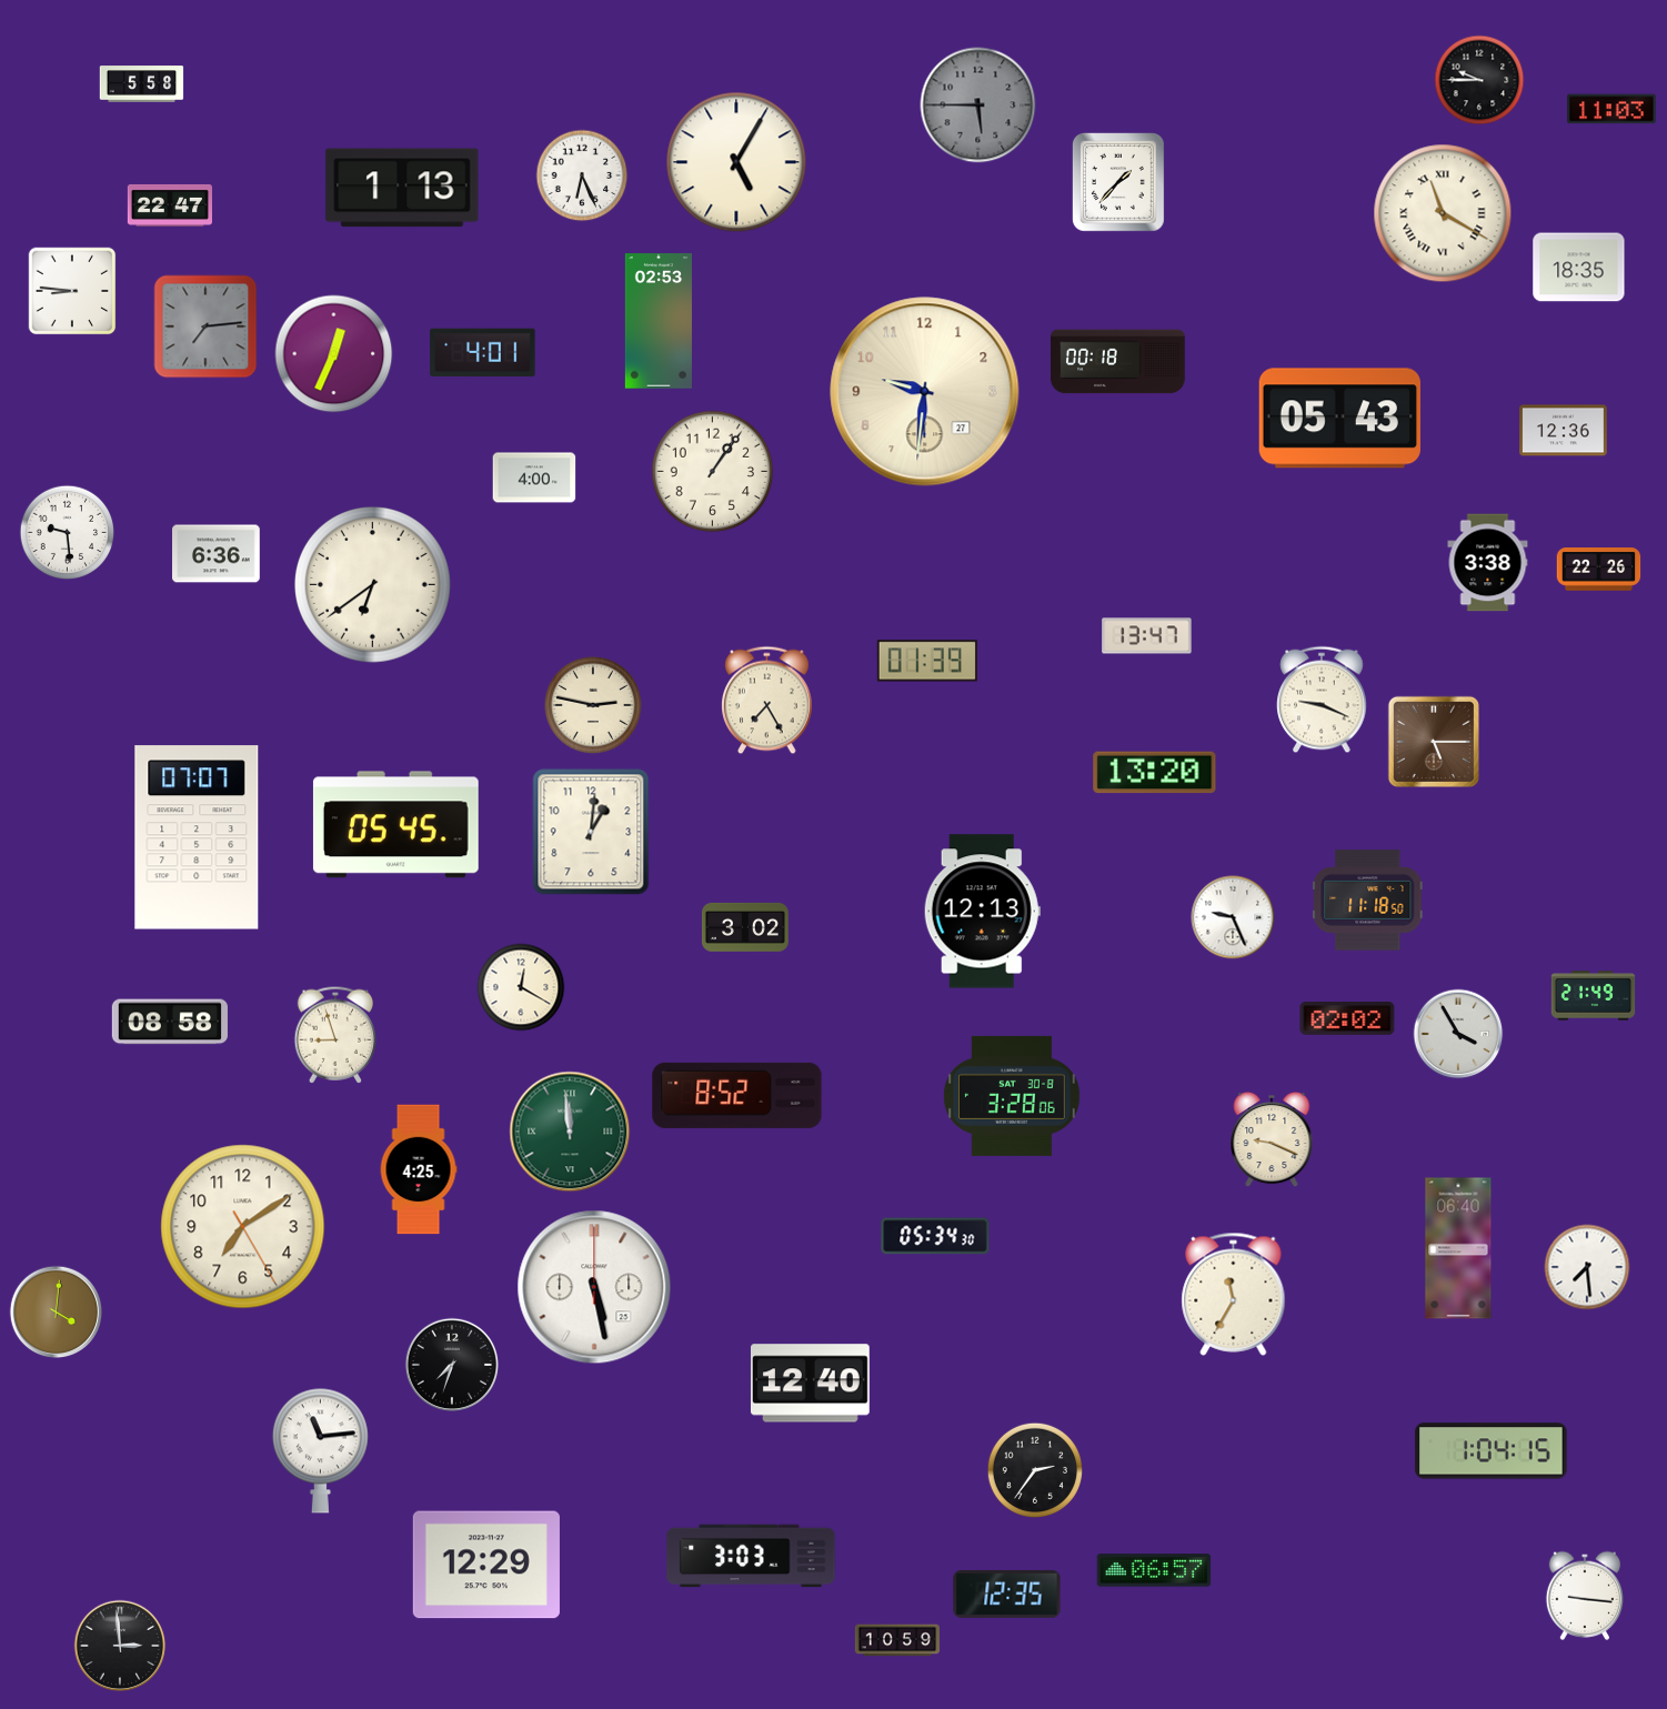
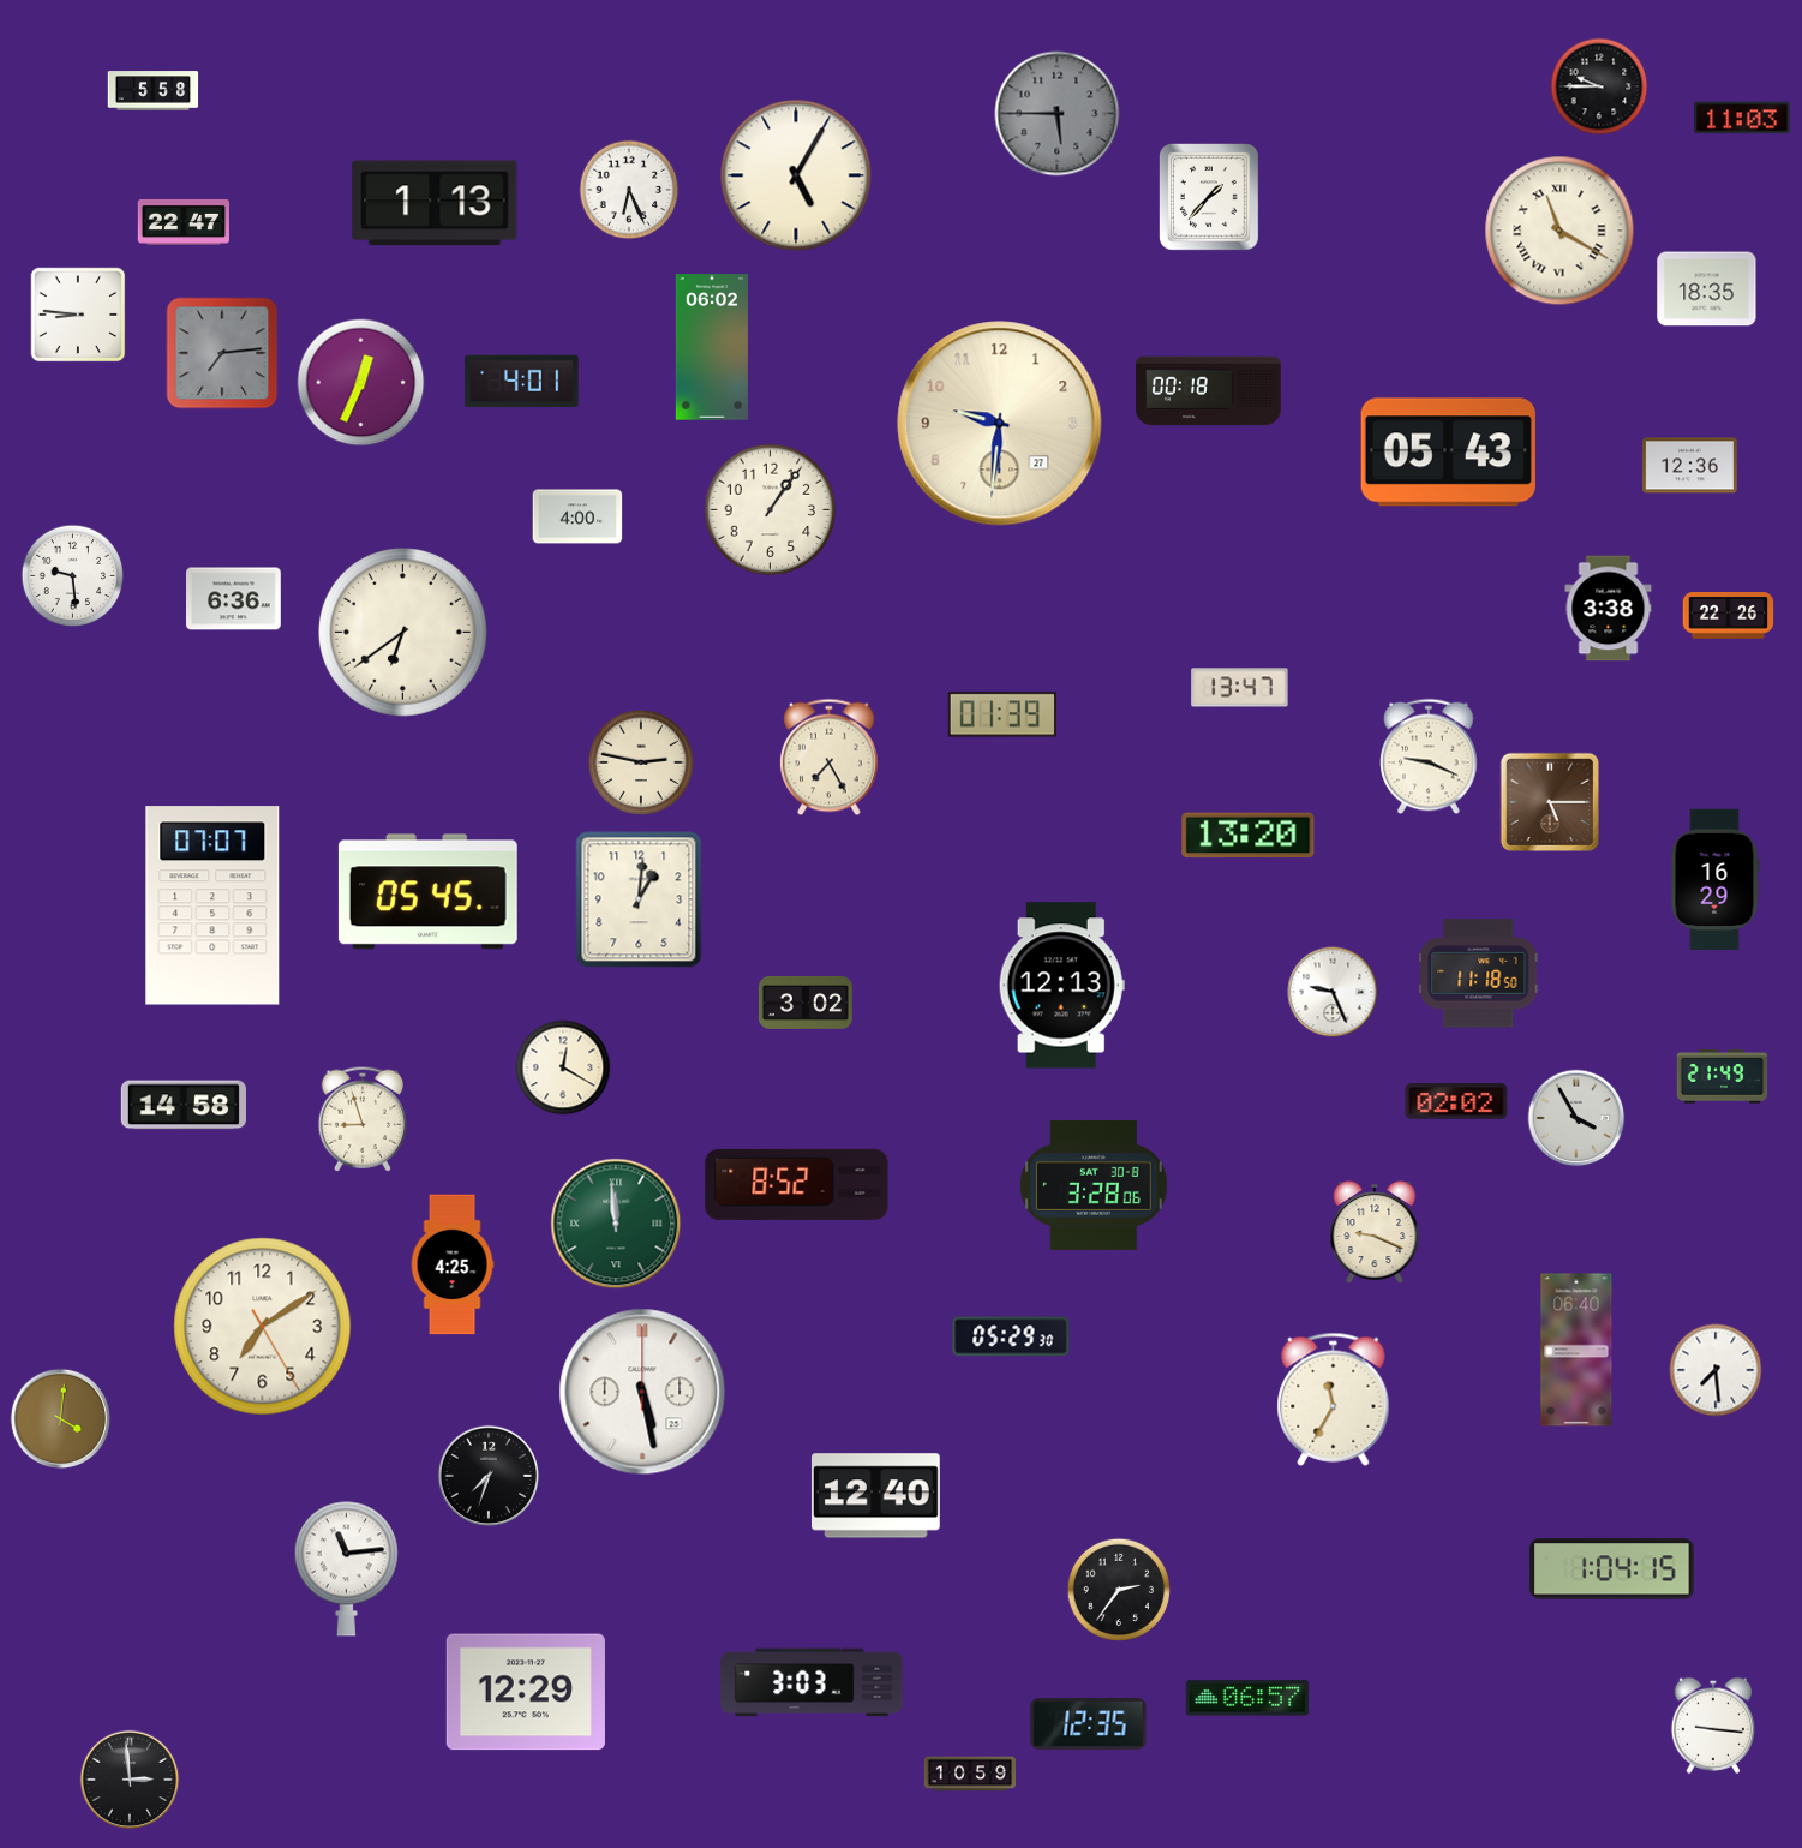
clock at (659, 321): 02:53 -> 06:02
clock at (1716, 880): none -> 16:29
clock at (170, 1022): 08:58 -> 14:58
clock at (935, 1236): 05:34 -> 05:29
